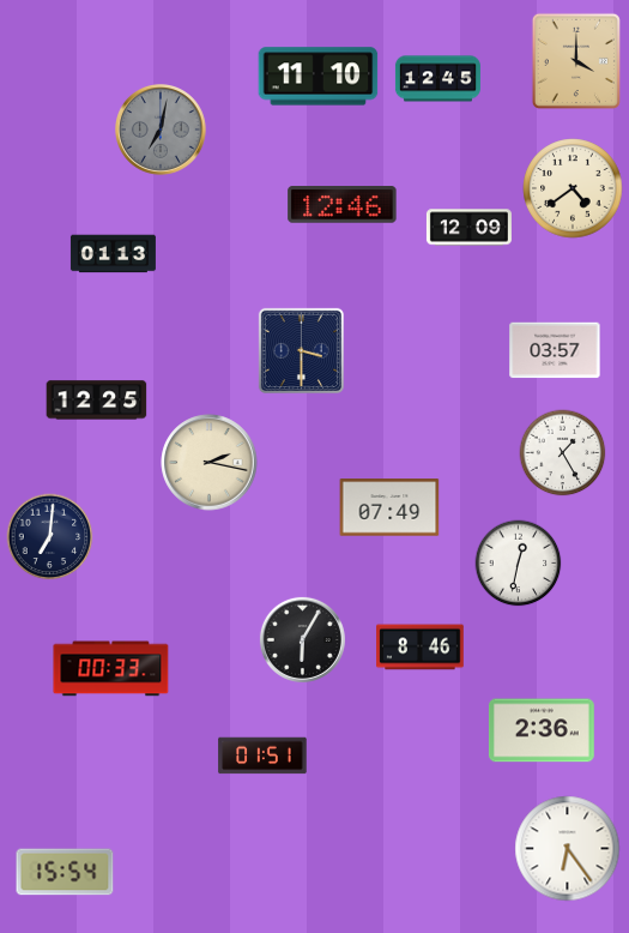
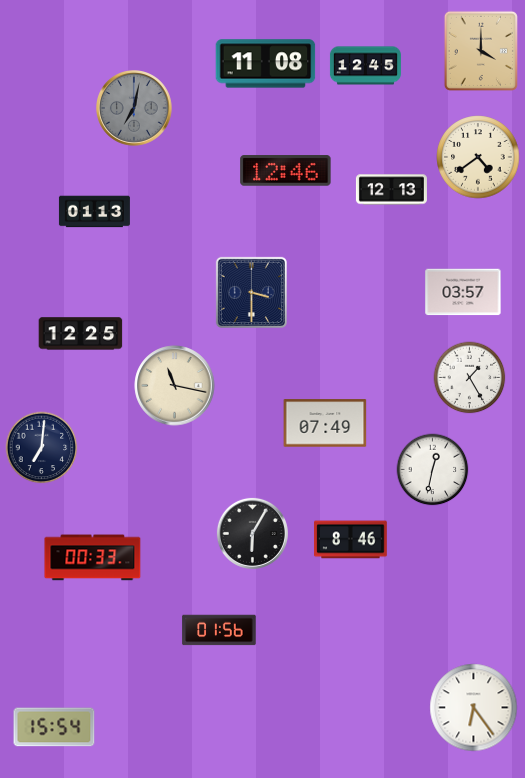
clock at (319, 77): 11:10 -> 11:08
clock at (468, 228): 12:09 -> 12:13
clock at (210, 463): 2:17 -> 11:17
clock at (542, 730): 2:36 -> none
clock at (262, 756): 01:51 -> 01:56
